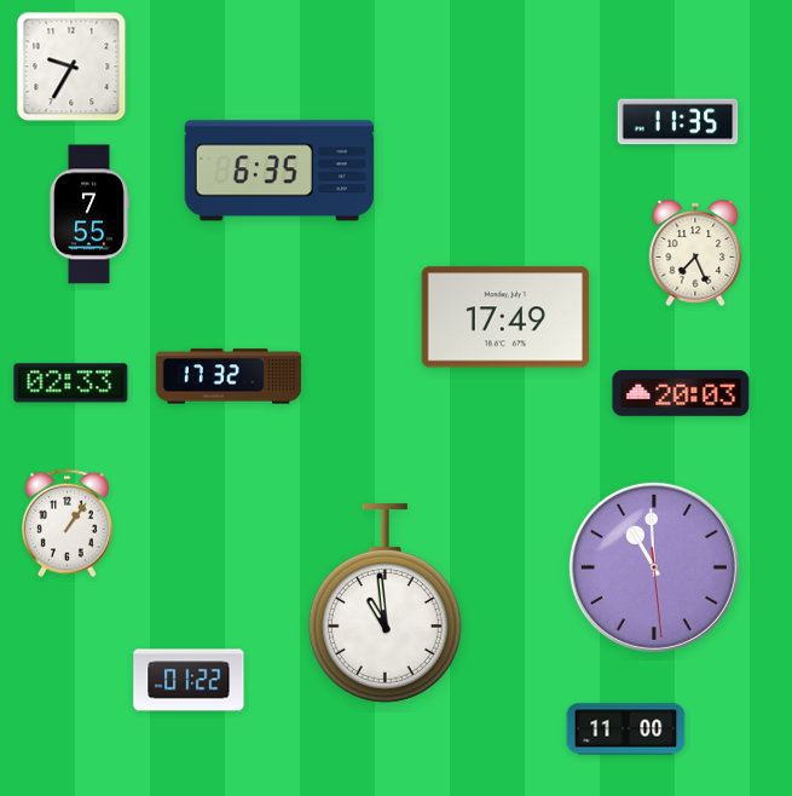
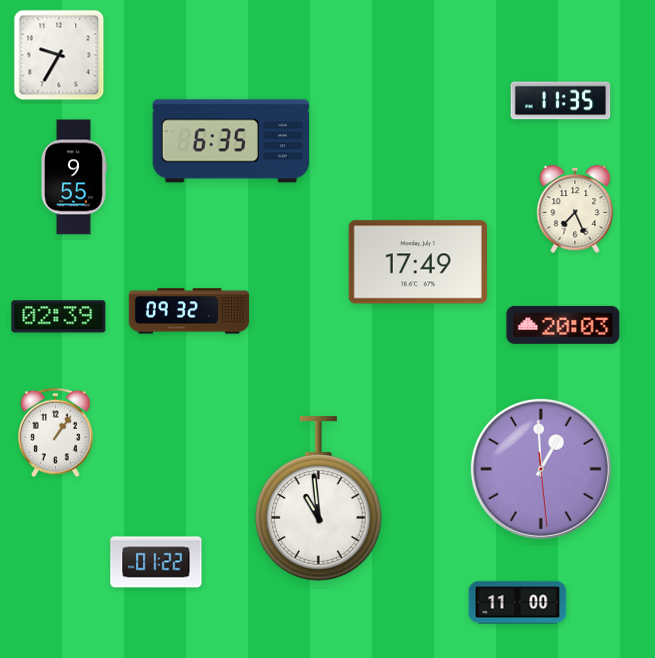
clock at (89, 214): 7:55 -> 9:55
clock at (227, 376): 17:32 -> 09:32
clock at (71, 383): 02:33 -> 02:39
clock at (654, 567): 10:59 -> 12:59
